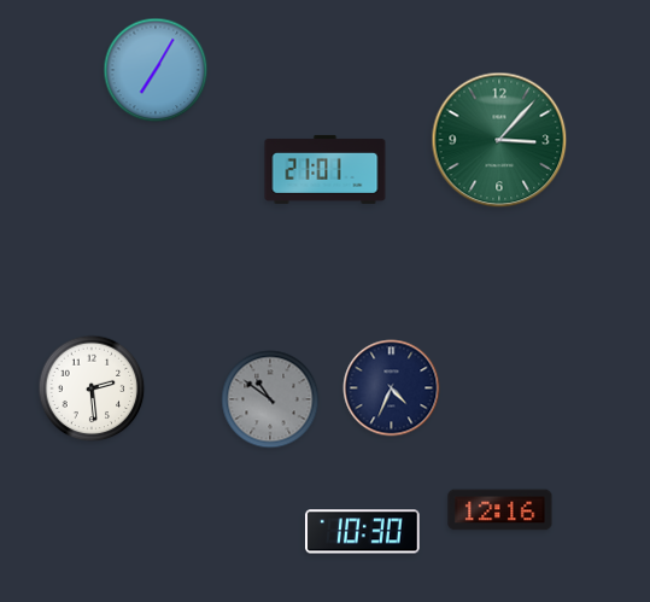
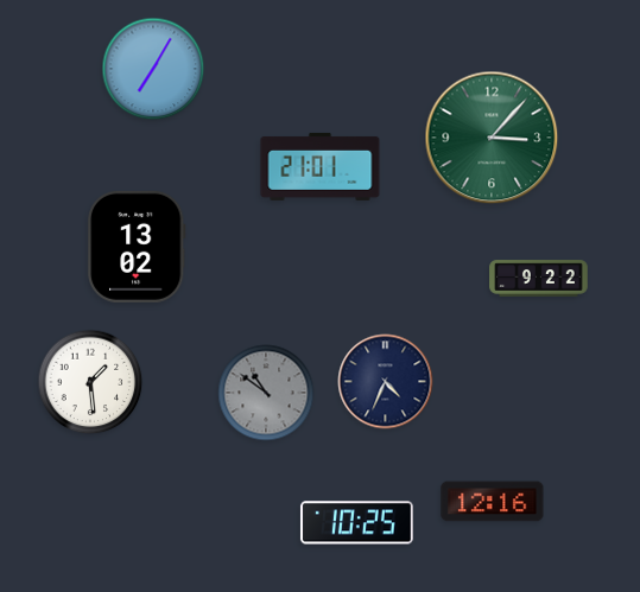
clock at (137, 247): none -> 13:02
clock at (539, 279): none -> 9:22
clock at (92, 388): 2:29 -> 1:29
clock at (362, 532): 10:30 -> 10:25
